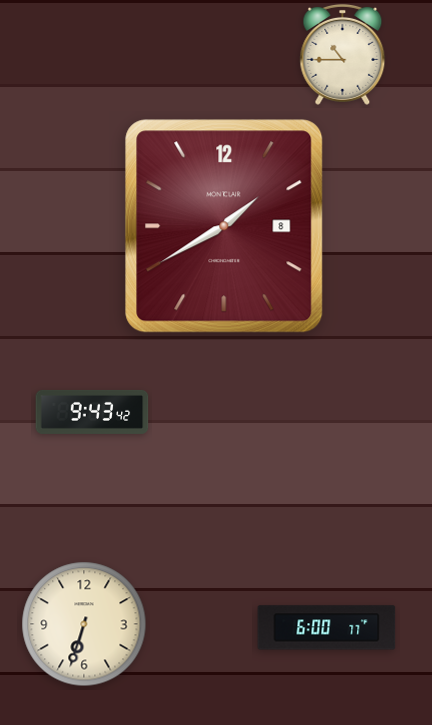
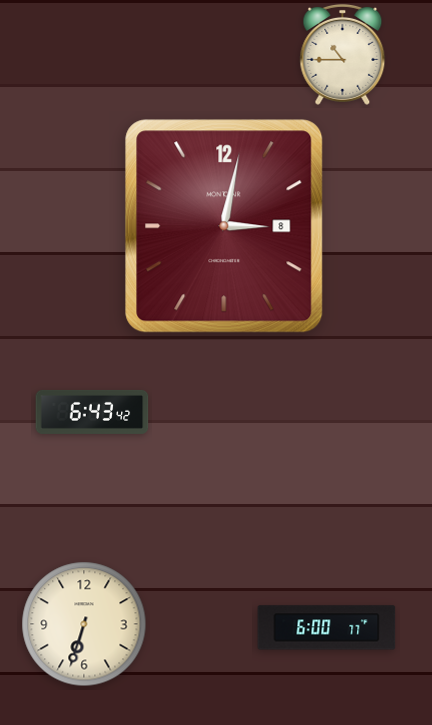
clock at (224, 226): 1:40 -> 3:02
clock at (92, 412): 9:43 -> 6:43
